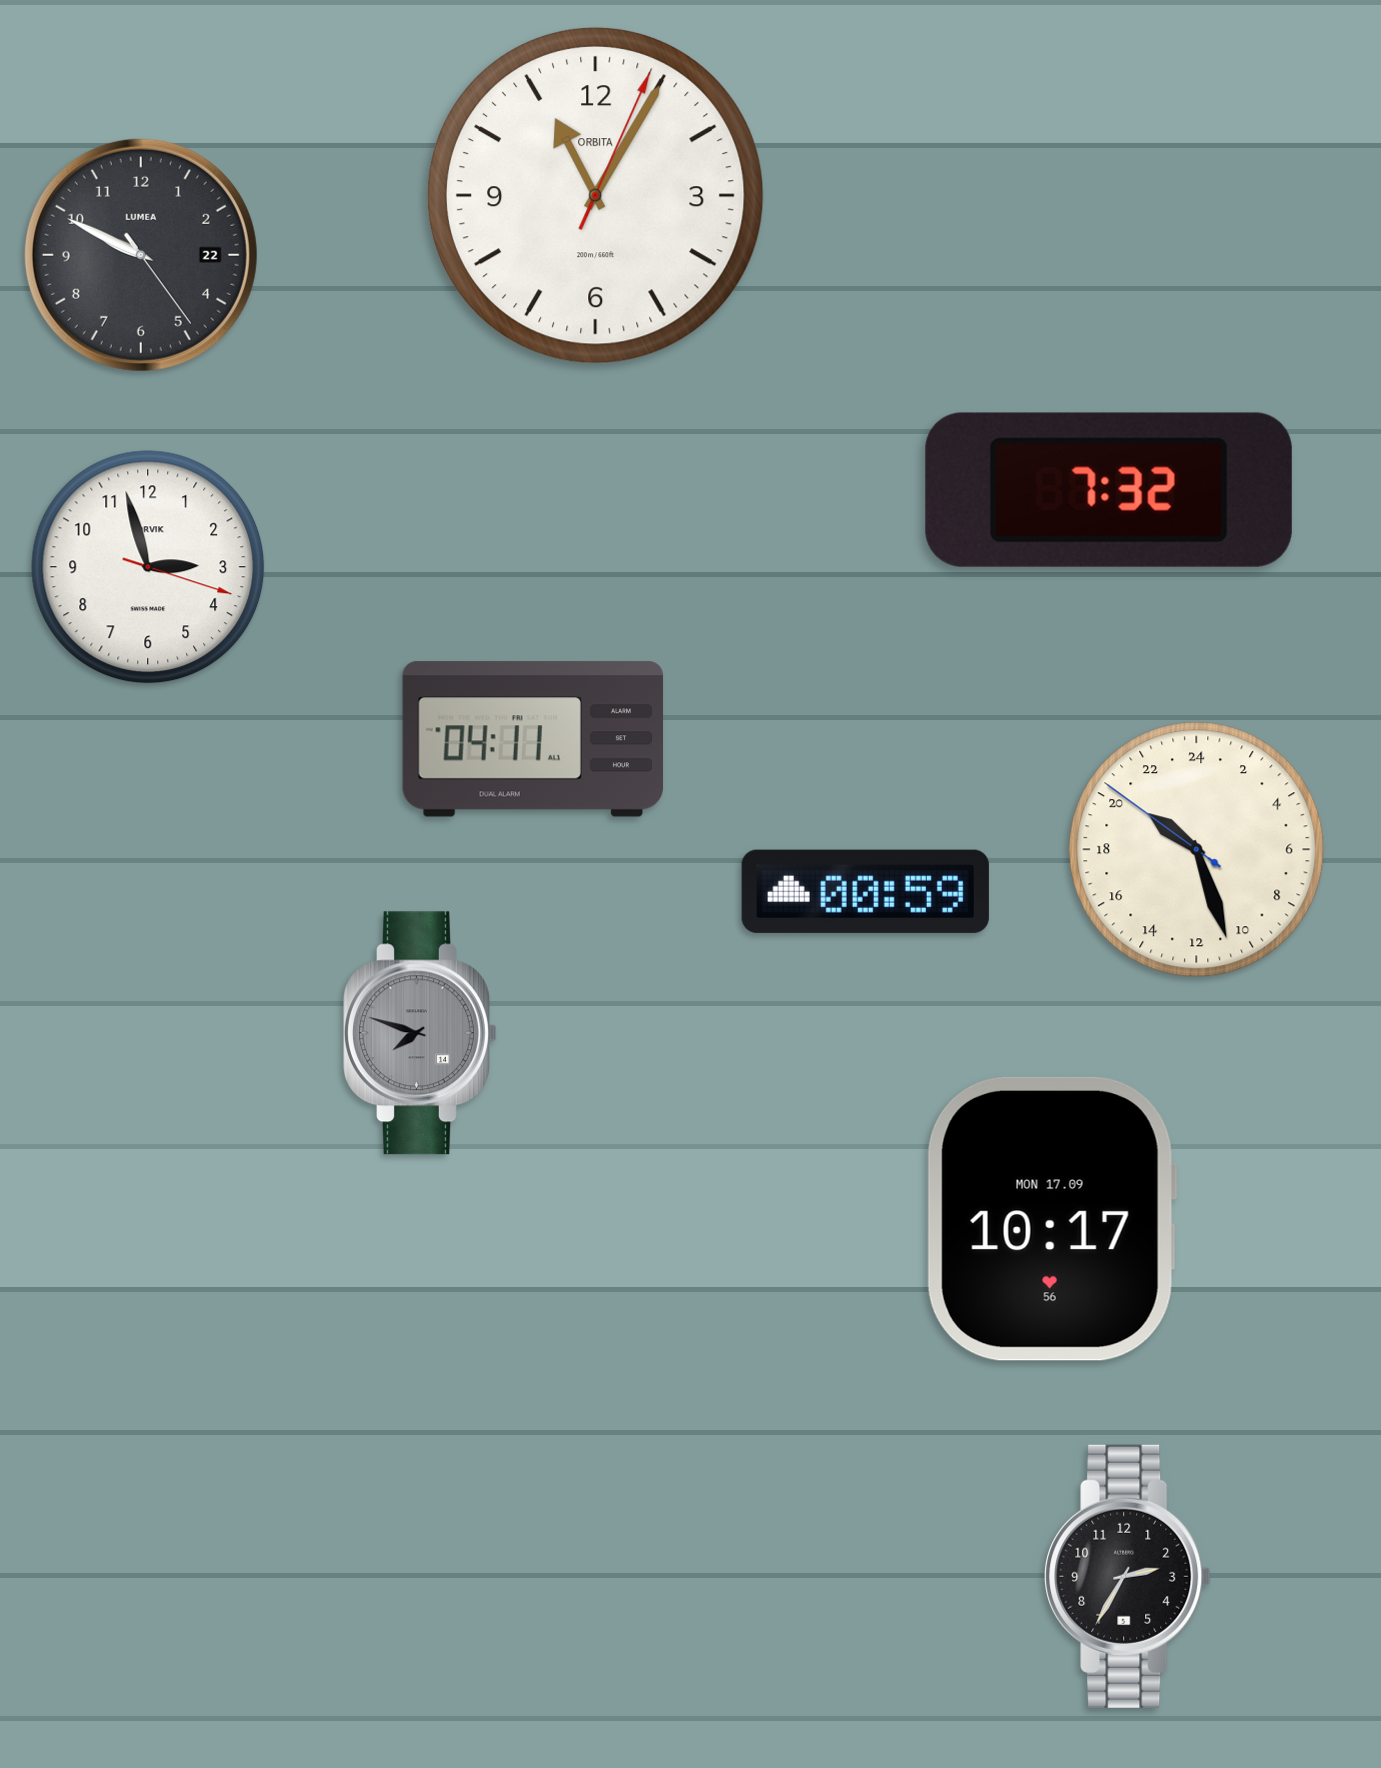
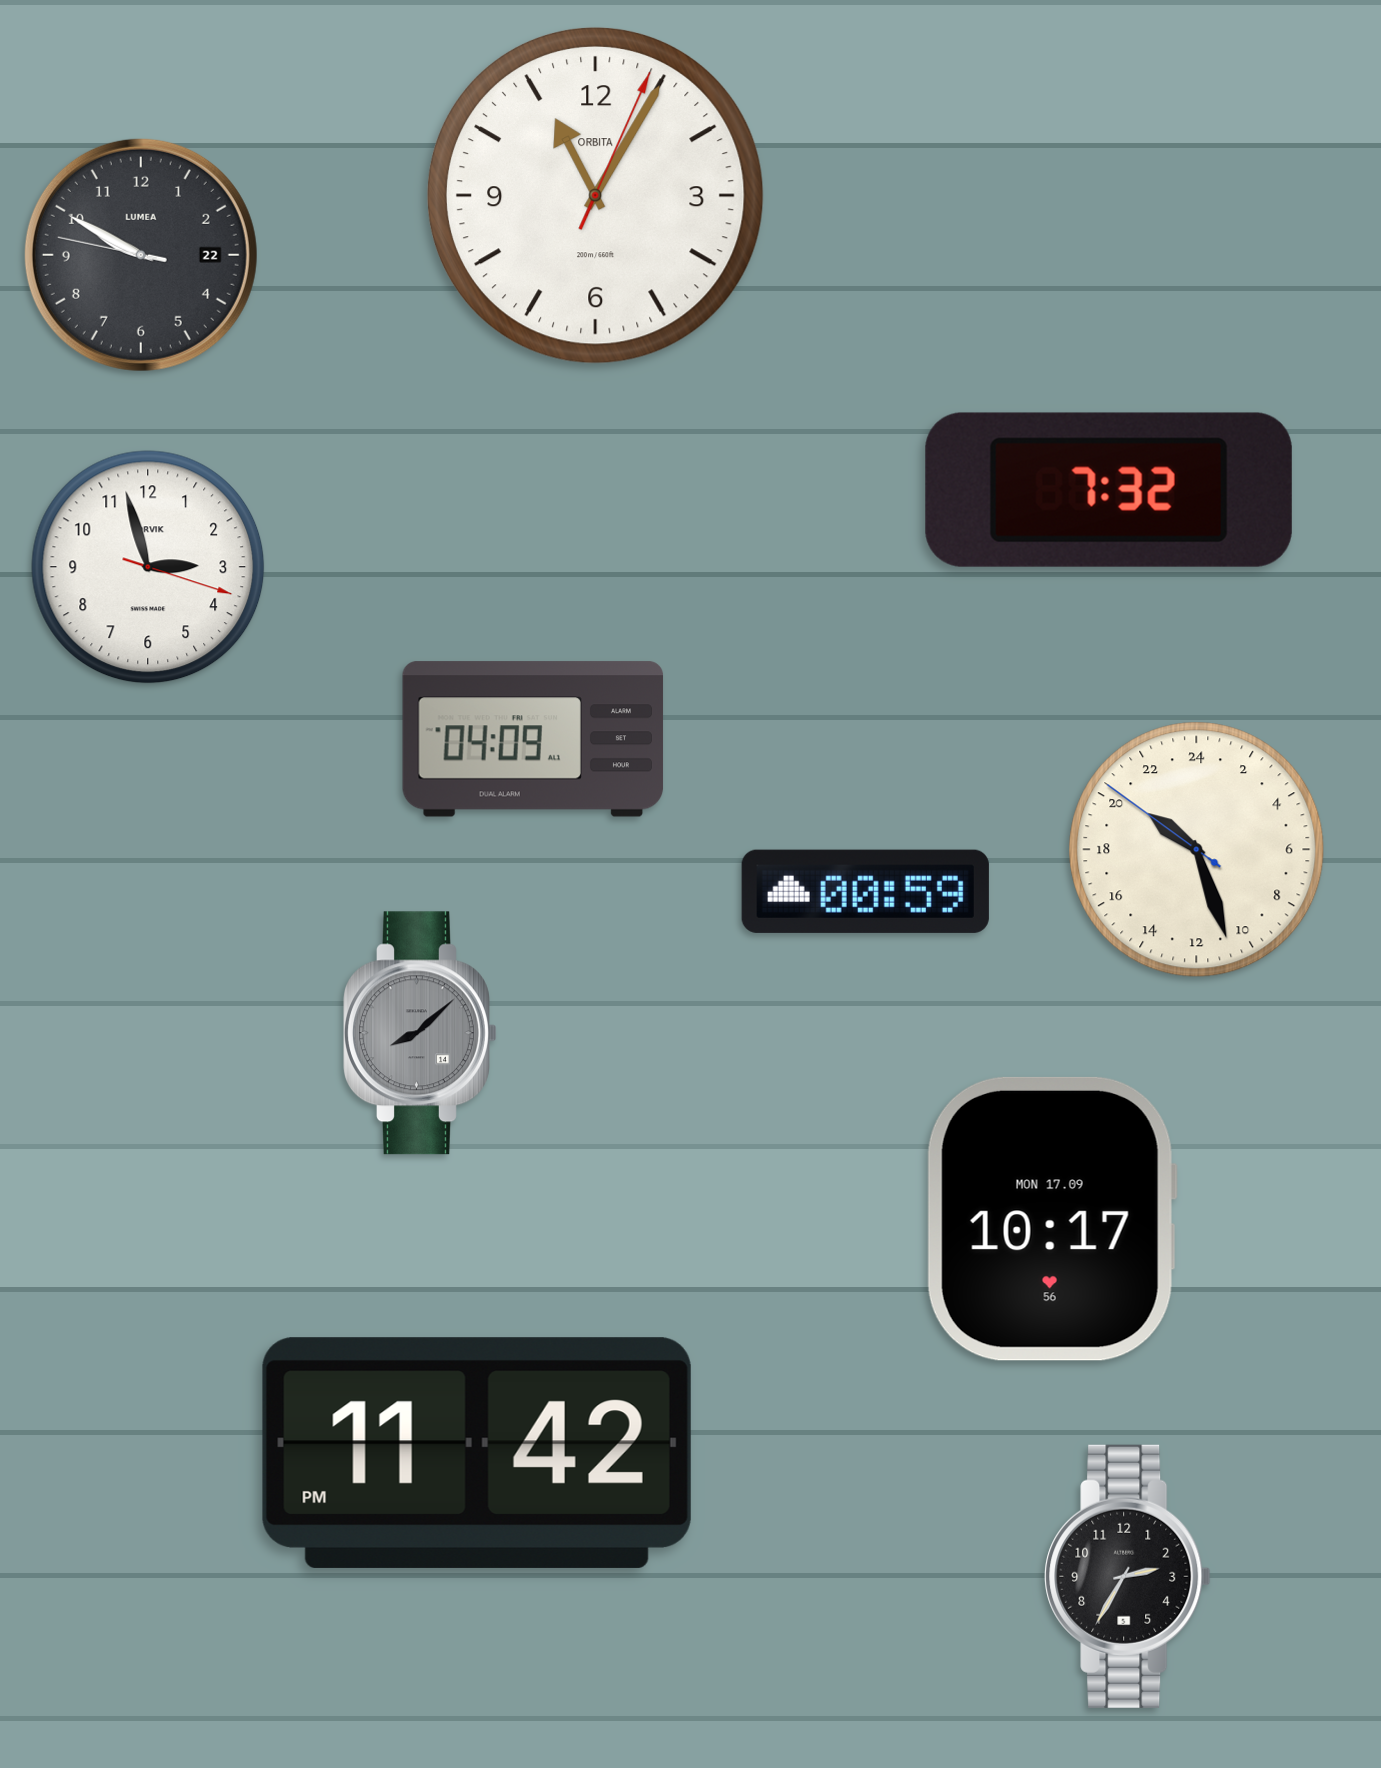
clock at (141, 255): 9:49:24 -> 9:49:47
clock at (533, 739): 04:11 -> 04:09
clock at (421, 1033): 7:48 -> 8:08
clock at (477, 1453): none -> 11:42
